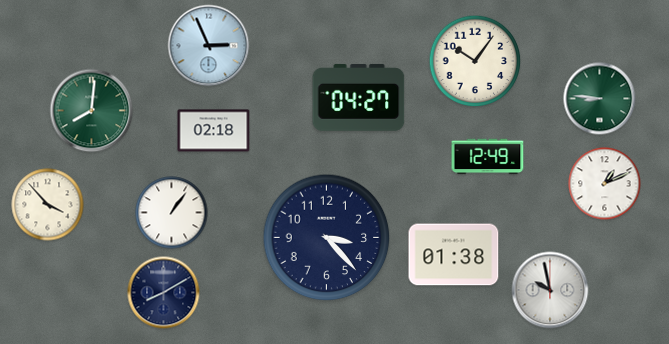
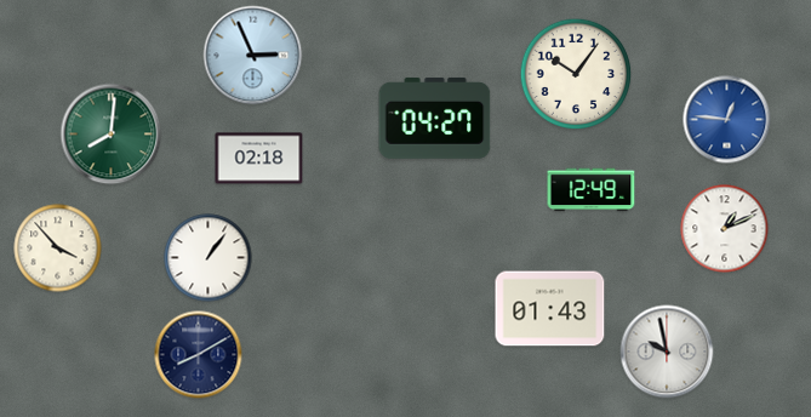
clock at (600, 99): 8:46 -> 12:46
clock at (600, 99) dial: green -> blue
clock at (605, 184) position: (605, 184) -> (725, 229)
clock at (327, 238): 3:23 -> none
clock at (454, 255): 01:38 -> 01:43
